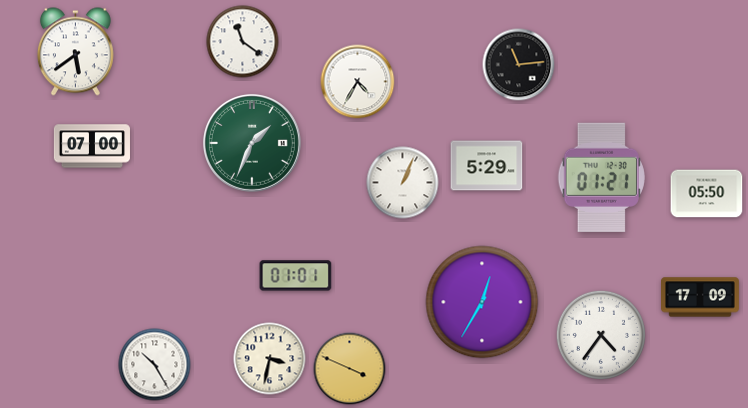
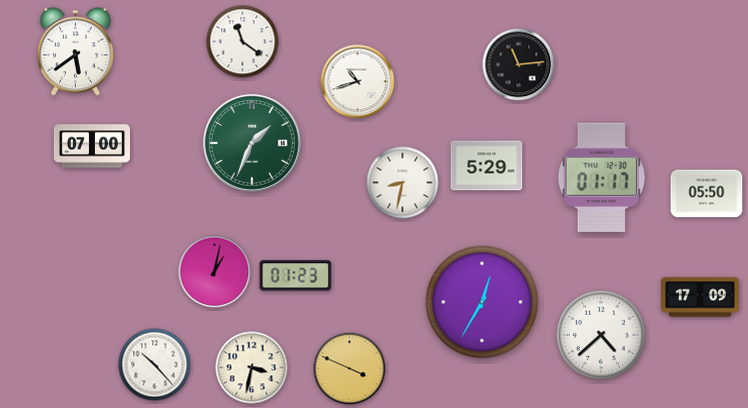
clock at (358, 82): 4:35 -> 10:42
clock at (601, 177): 01:21 -> 01:17
clock at (403, 183): 1:04 -> 8:32
clock at (215, 272): none -> 1:02
clock at (296, 276): 01:01 -> 01:23
clock at (601, 335): 4:36 -> 4:38
clock at (270, 359) position: (270, 359) -> (252, 368)
clock at (155, 365): 10:25 -> 10:23
